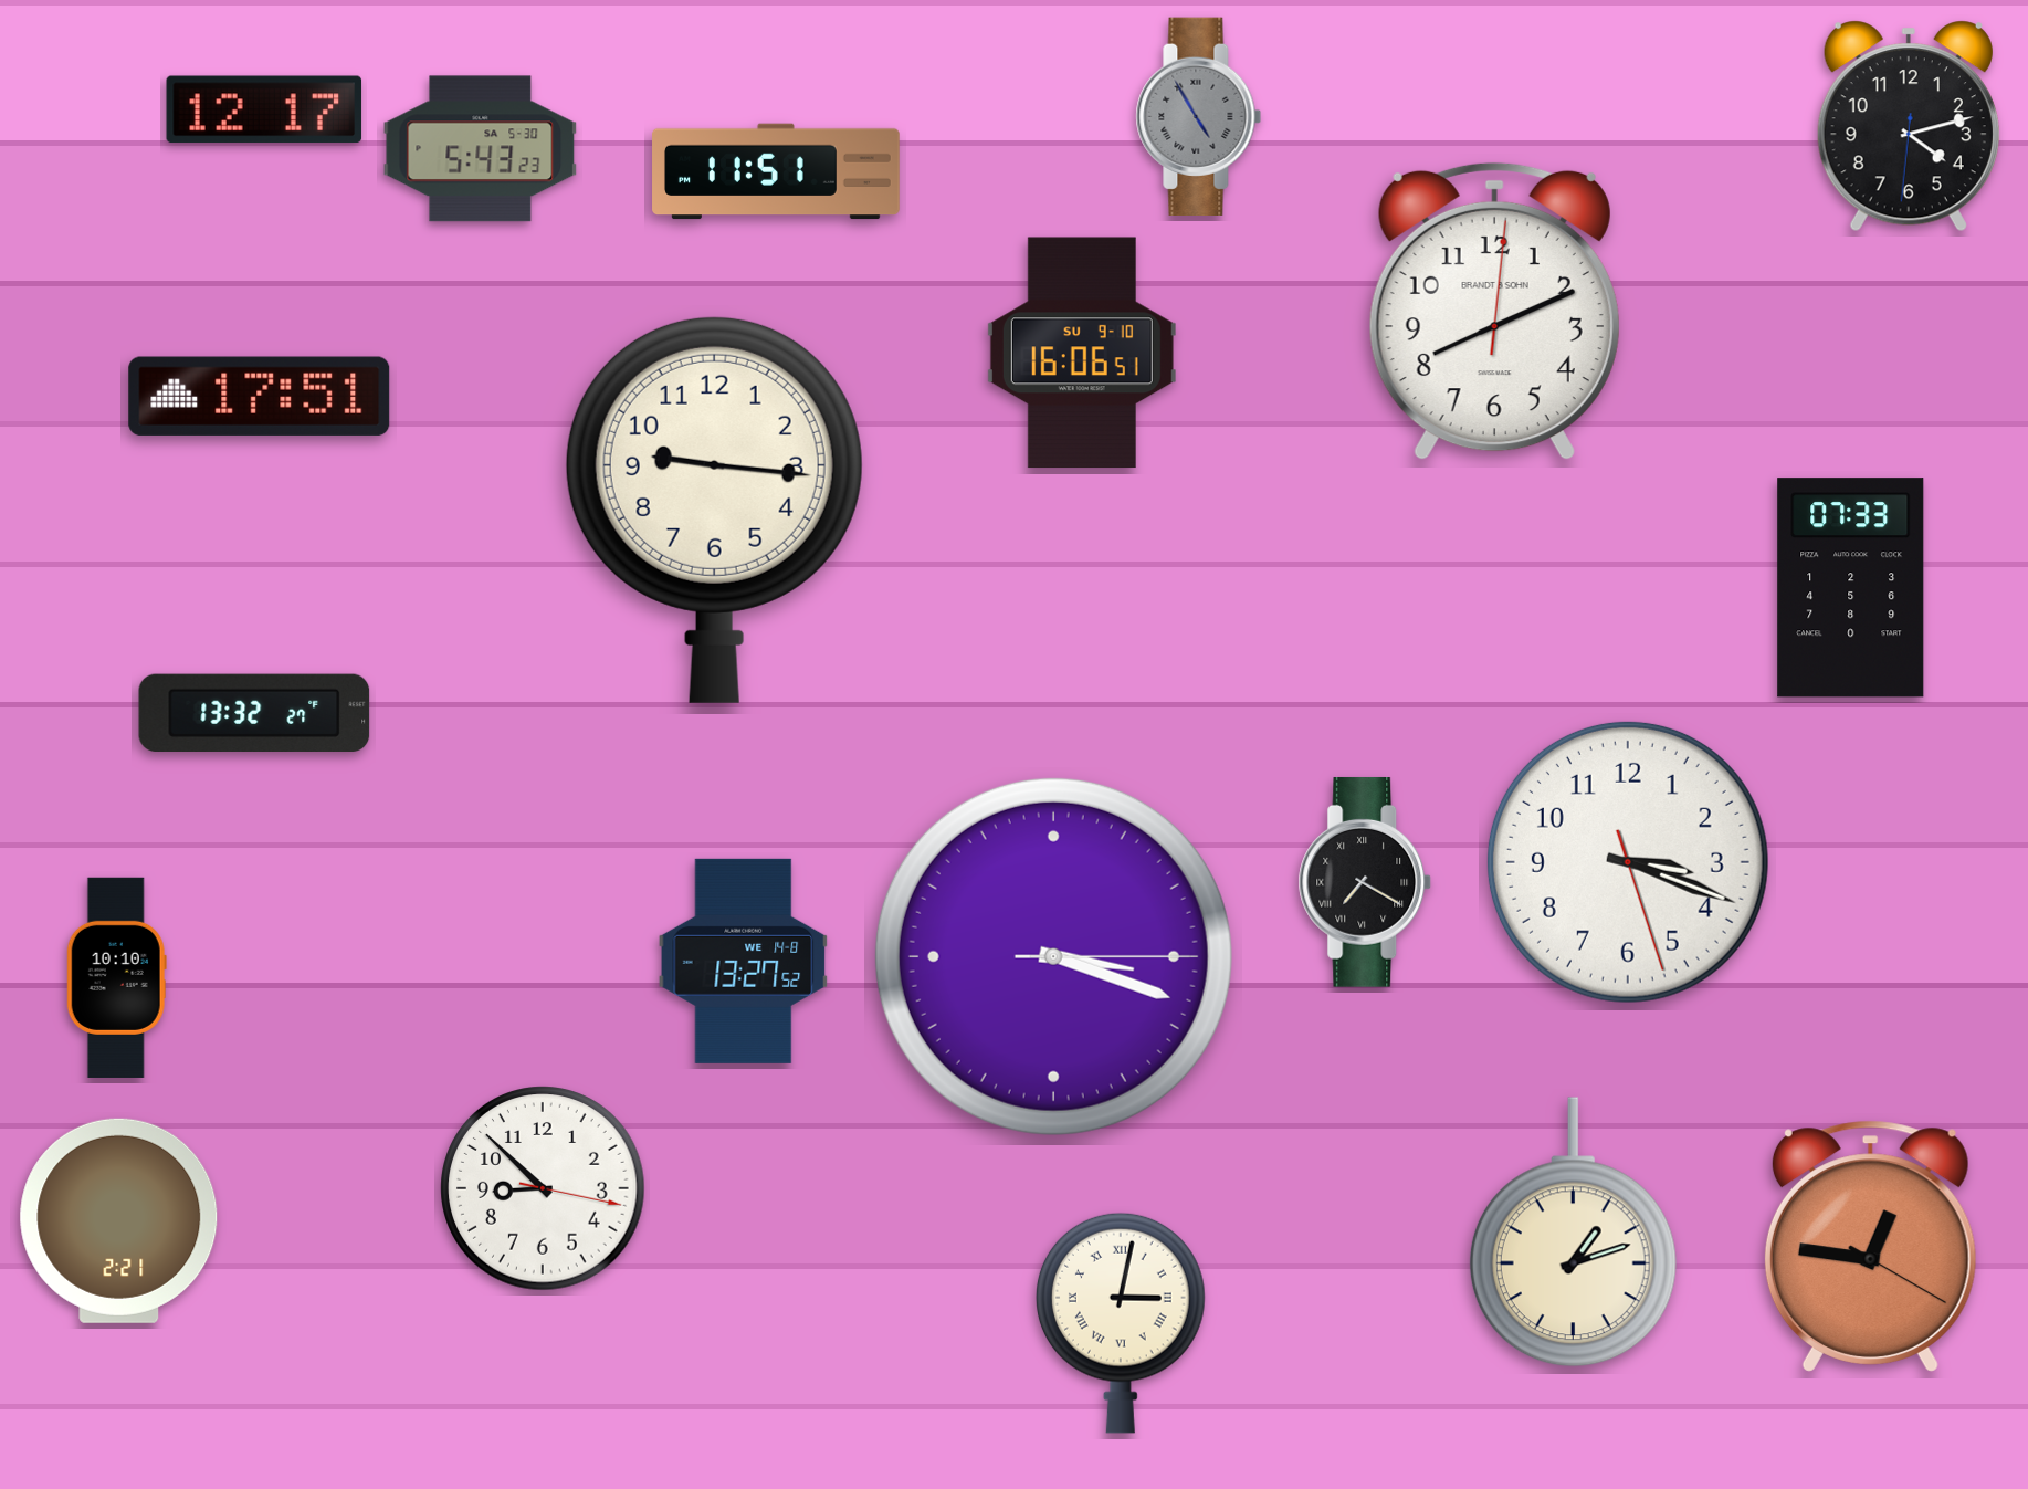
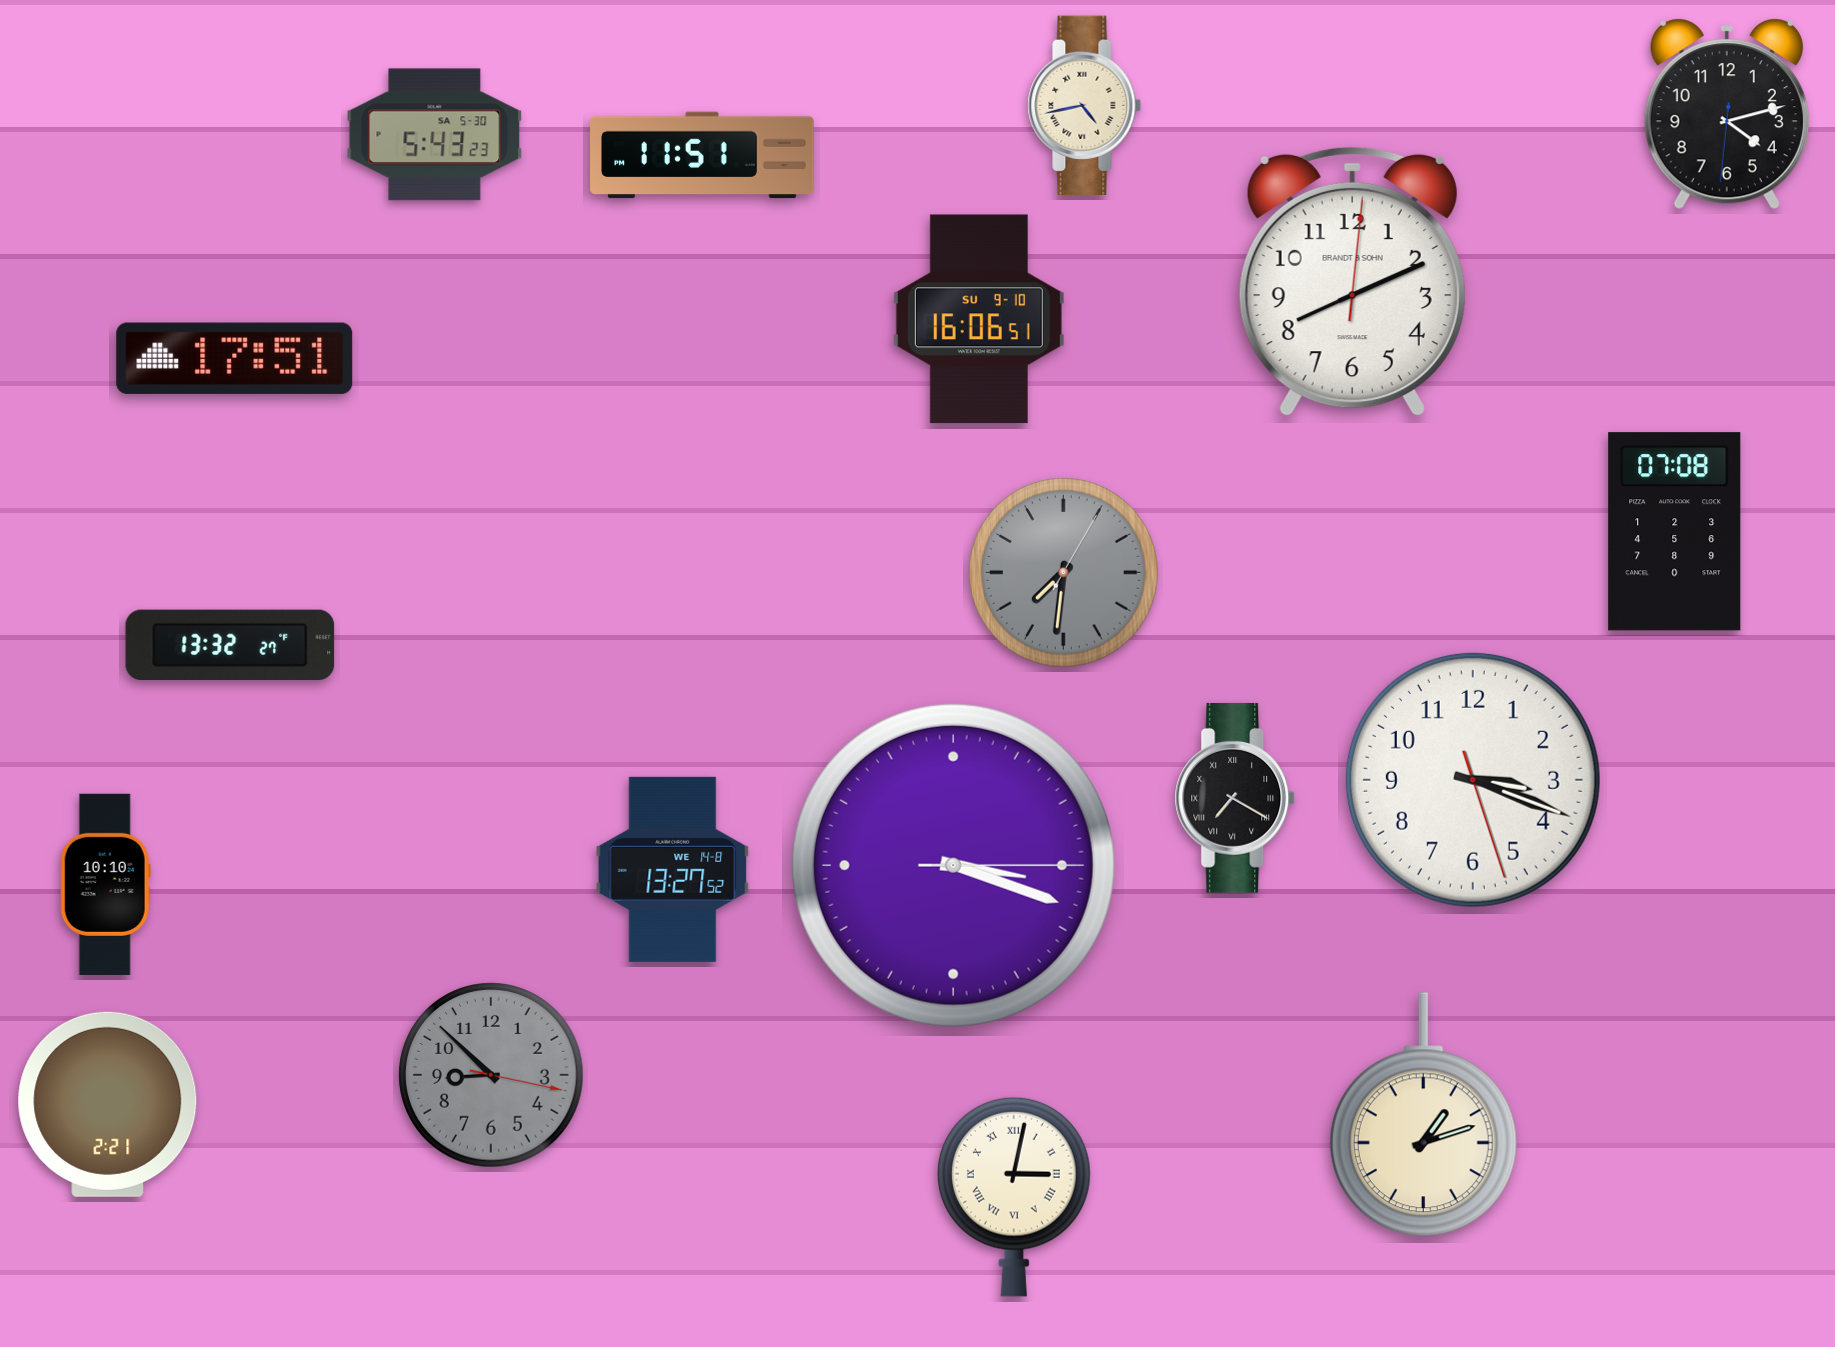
clock at (264, 109): 12:17 -> none
clock at (1199, 116): 4:55 -> 4:43
clock at (1199, 116) dial: grey -> cream
clock at (714, 510): 9:16 -> none
clock at (1851, 588): 07:33 -> 07:08
clock at (1064, 573): none -> 7:31
clock at (543, 1188) dial: white -> grey
clock at (1870, 1246): 12:46 -> none
